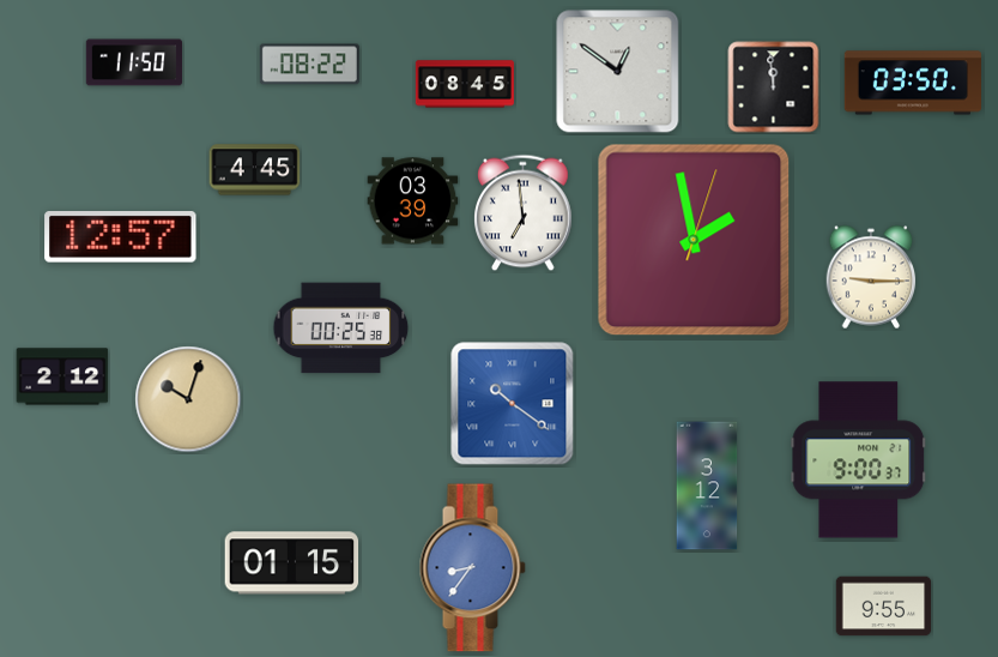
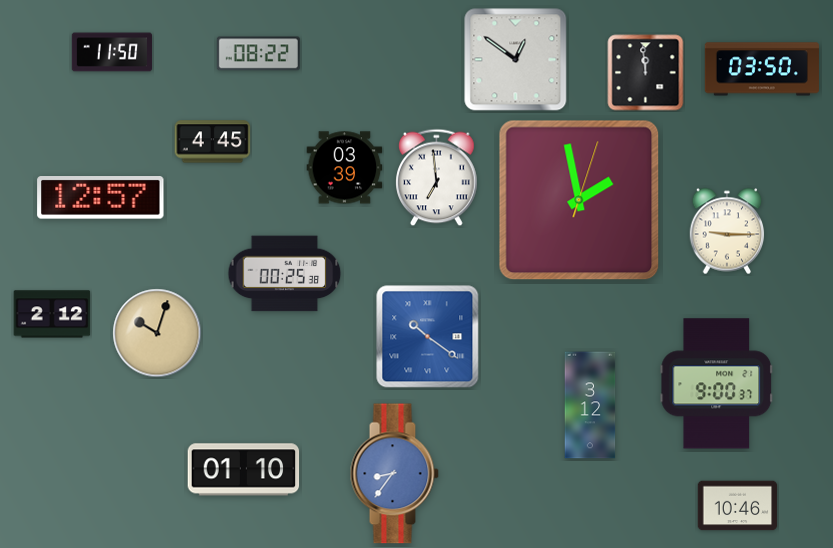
clock at (465, 84): 08:45 -> none
clock at (292, 563): 01:15 -> 01:10
clock at (884, 607): 9:55 -> 10:46
